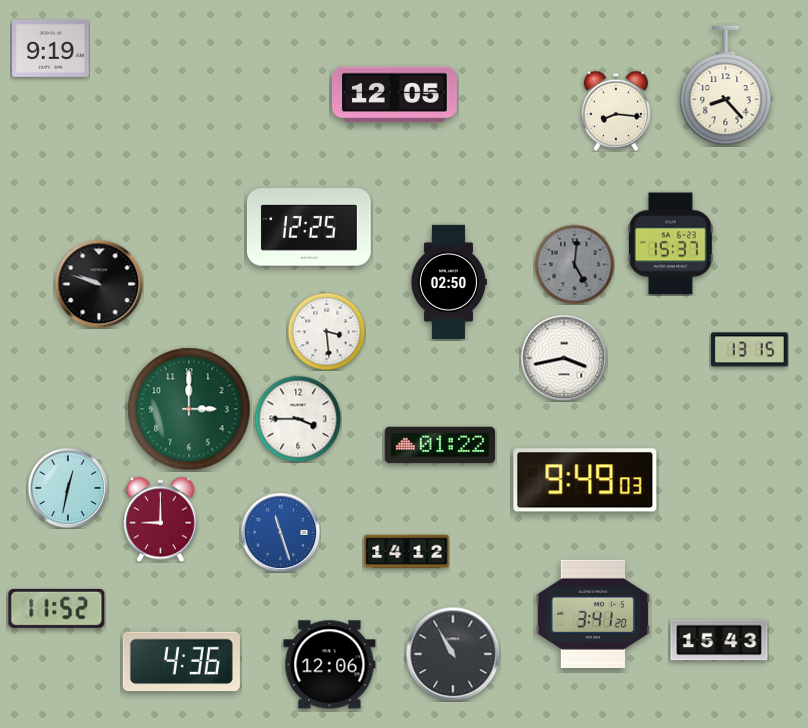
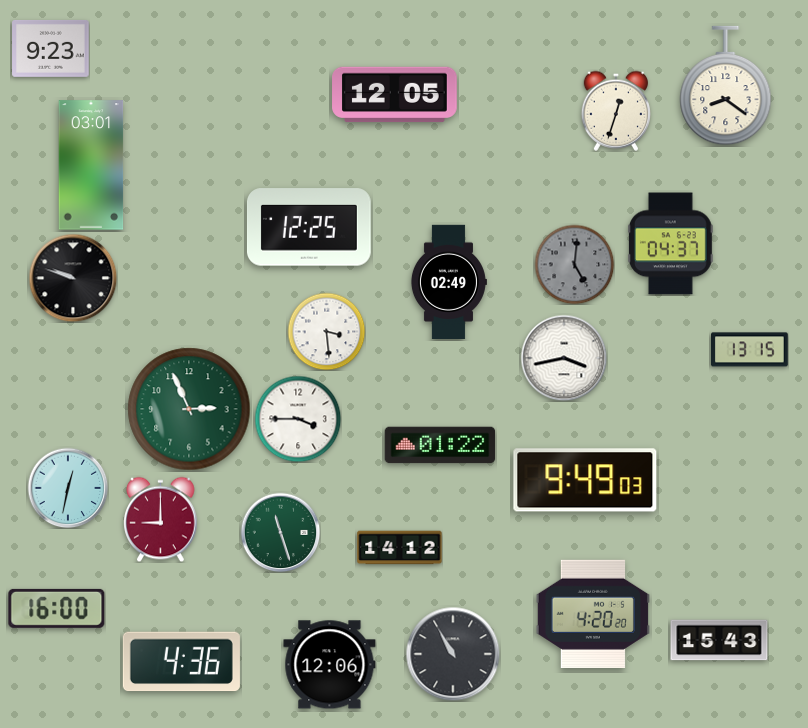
clock at (51, 48): 9:19 -> 9:23
clock at (726, 86): 8:23 -> 8:21
clock at (615, 111): 8:16 -> 12:33
clock at (91, 165): none -> 03:01
clock at (670, 244): 15:37 -> 04:37
clock at (448, 281): 02:50 -> 02:49
clock at (99, 284) position: (99, 284) -> (73, 278)
clock at (189, 409): 3:00 -> 2:56
clock at (280, 532) dial: blue -> green
clock at (407, 552) position: (407, 552) -> (400, 548)
clock at (57, 608): 11:52 -> 16:00
clock at (593, 614): 3:41 -> 4:20
